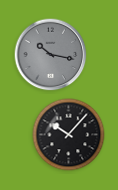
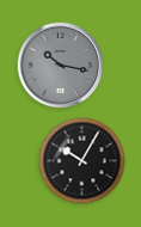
clock at (69, 135): 10:07 -> 10:05
